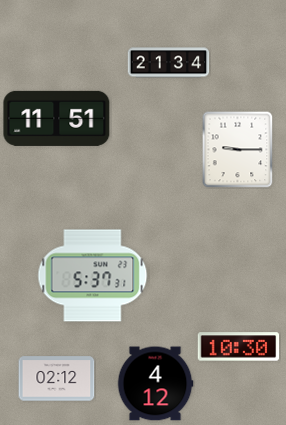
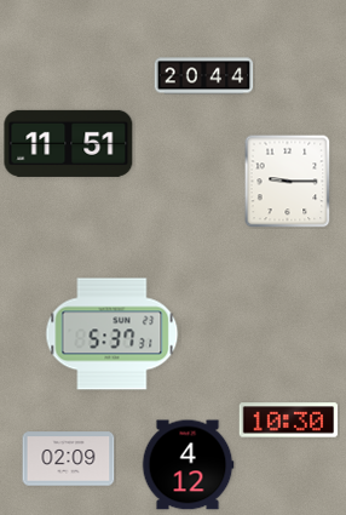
clock at (169, 63): 21:34 -> 20:44
clock at (57, 379): 02:12 -> 02:09
